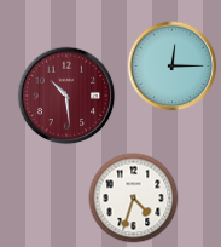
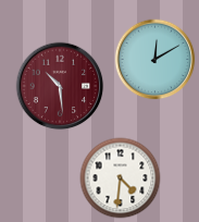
clock at (173, 67): 12:15 -> 12:10
clock at (134, 199): 4:33 -> 4:31
